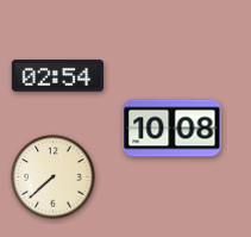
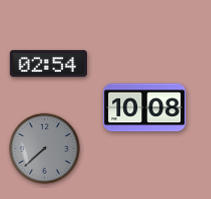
clock at (54, 177) dial: cream -> grey
